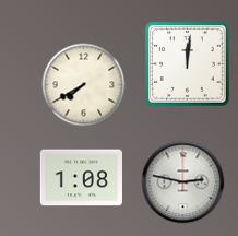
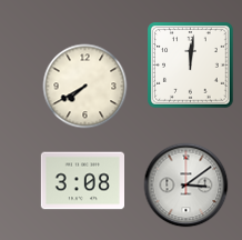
clock at (81, 178): 1:08 -> 3:08
clock at (183, 182): 2:47 -> 3:09
